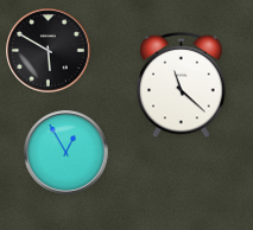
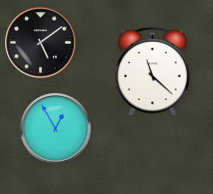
clock at (49, 51): 5:50 -> 5:09
